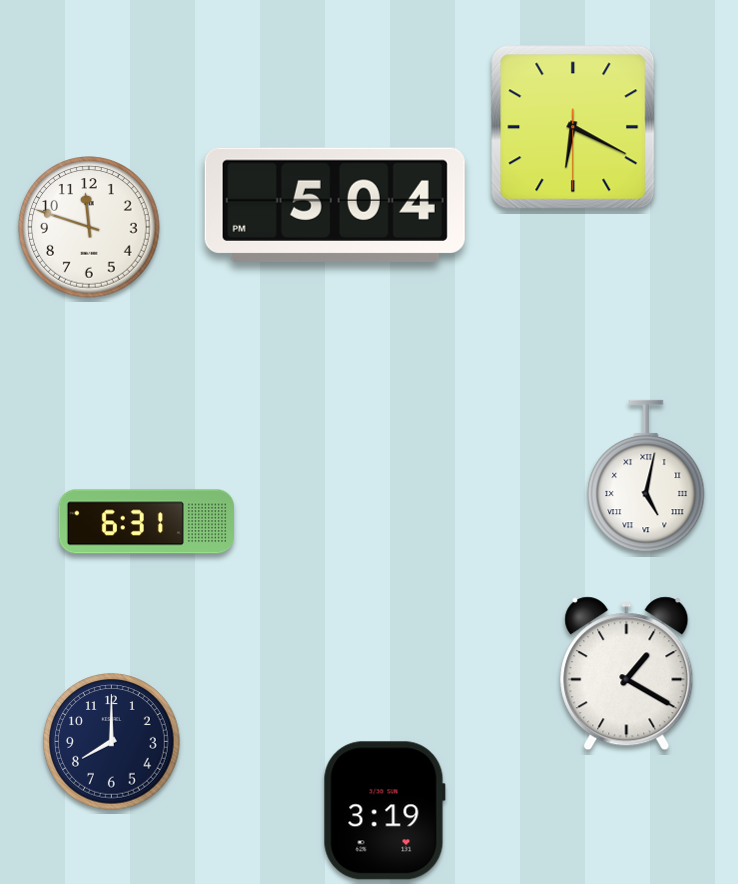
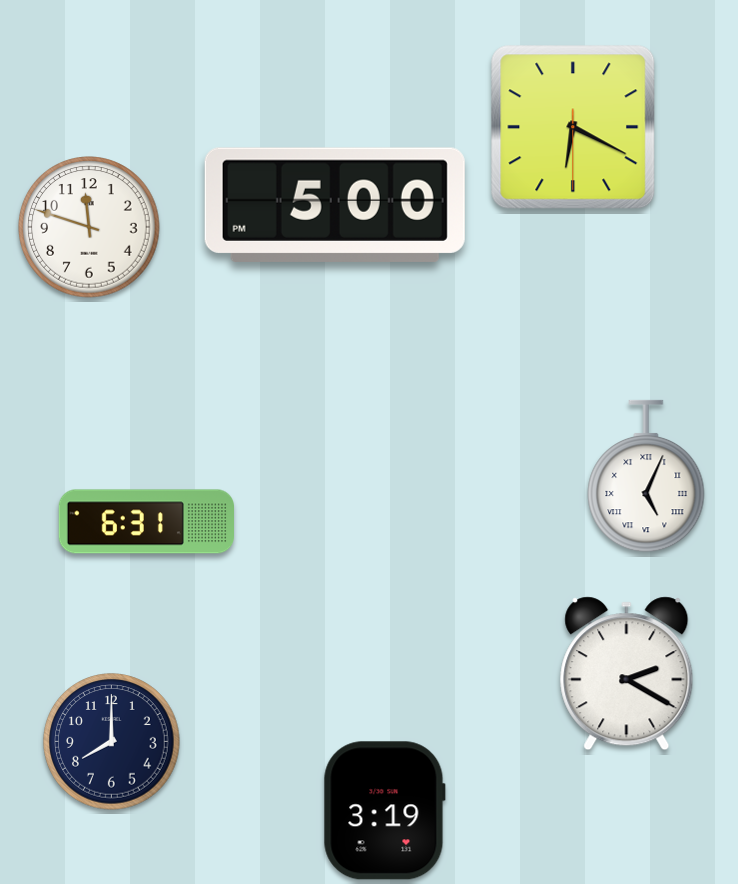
clock at (335, 205): 5:04 -> 5:00
clock at (646, 476): 5:02 -> 5:04
clock at (627, 674): 1:20 -> 2:20
